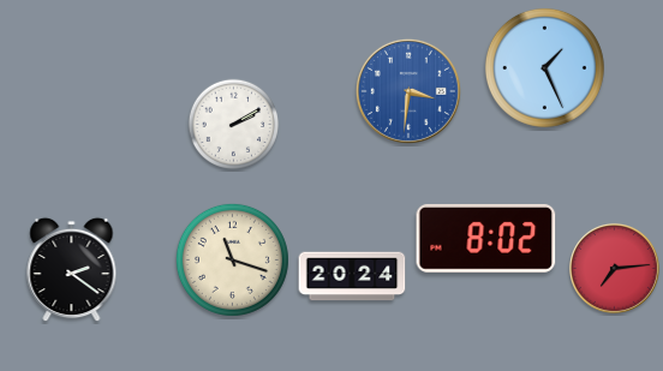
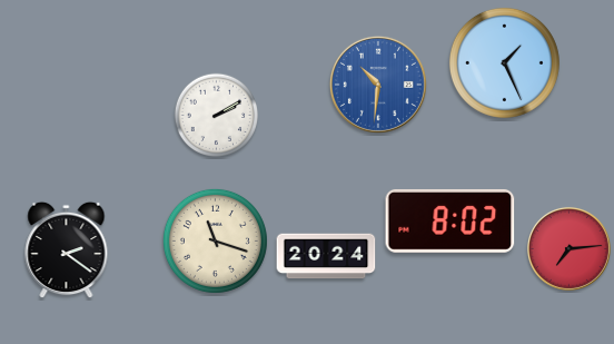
clock at (408, 91): 3:31 -> 10:31
